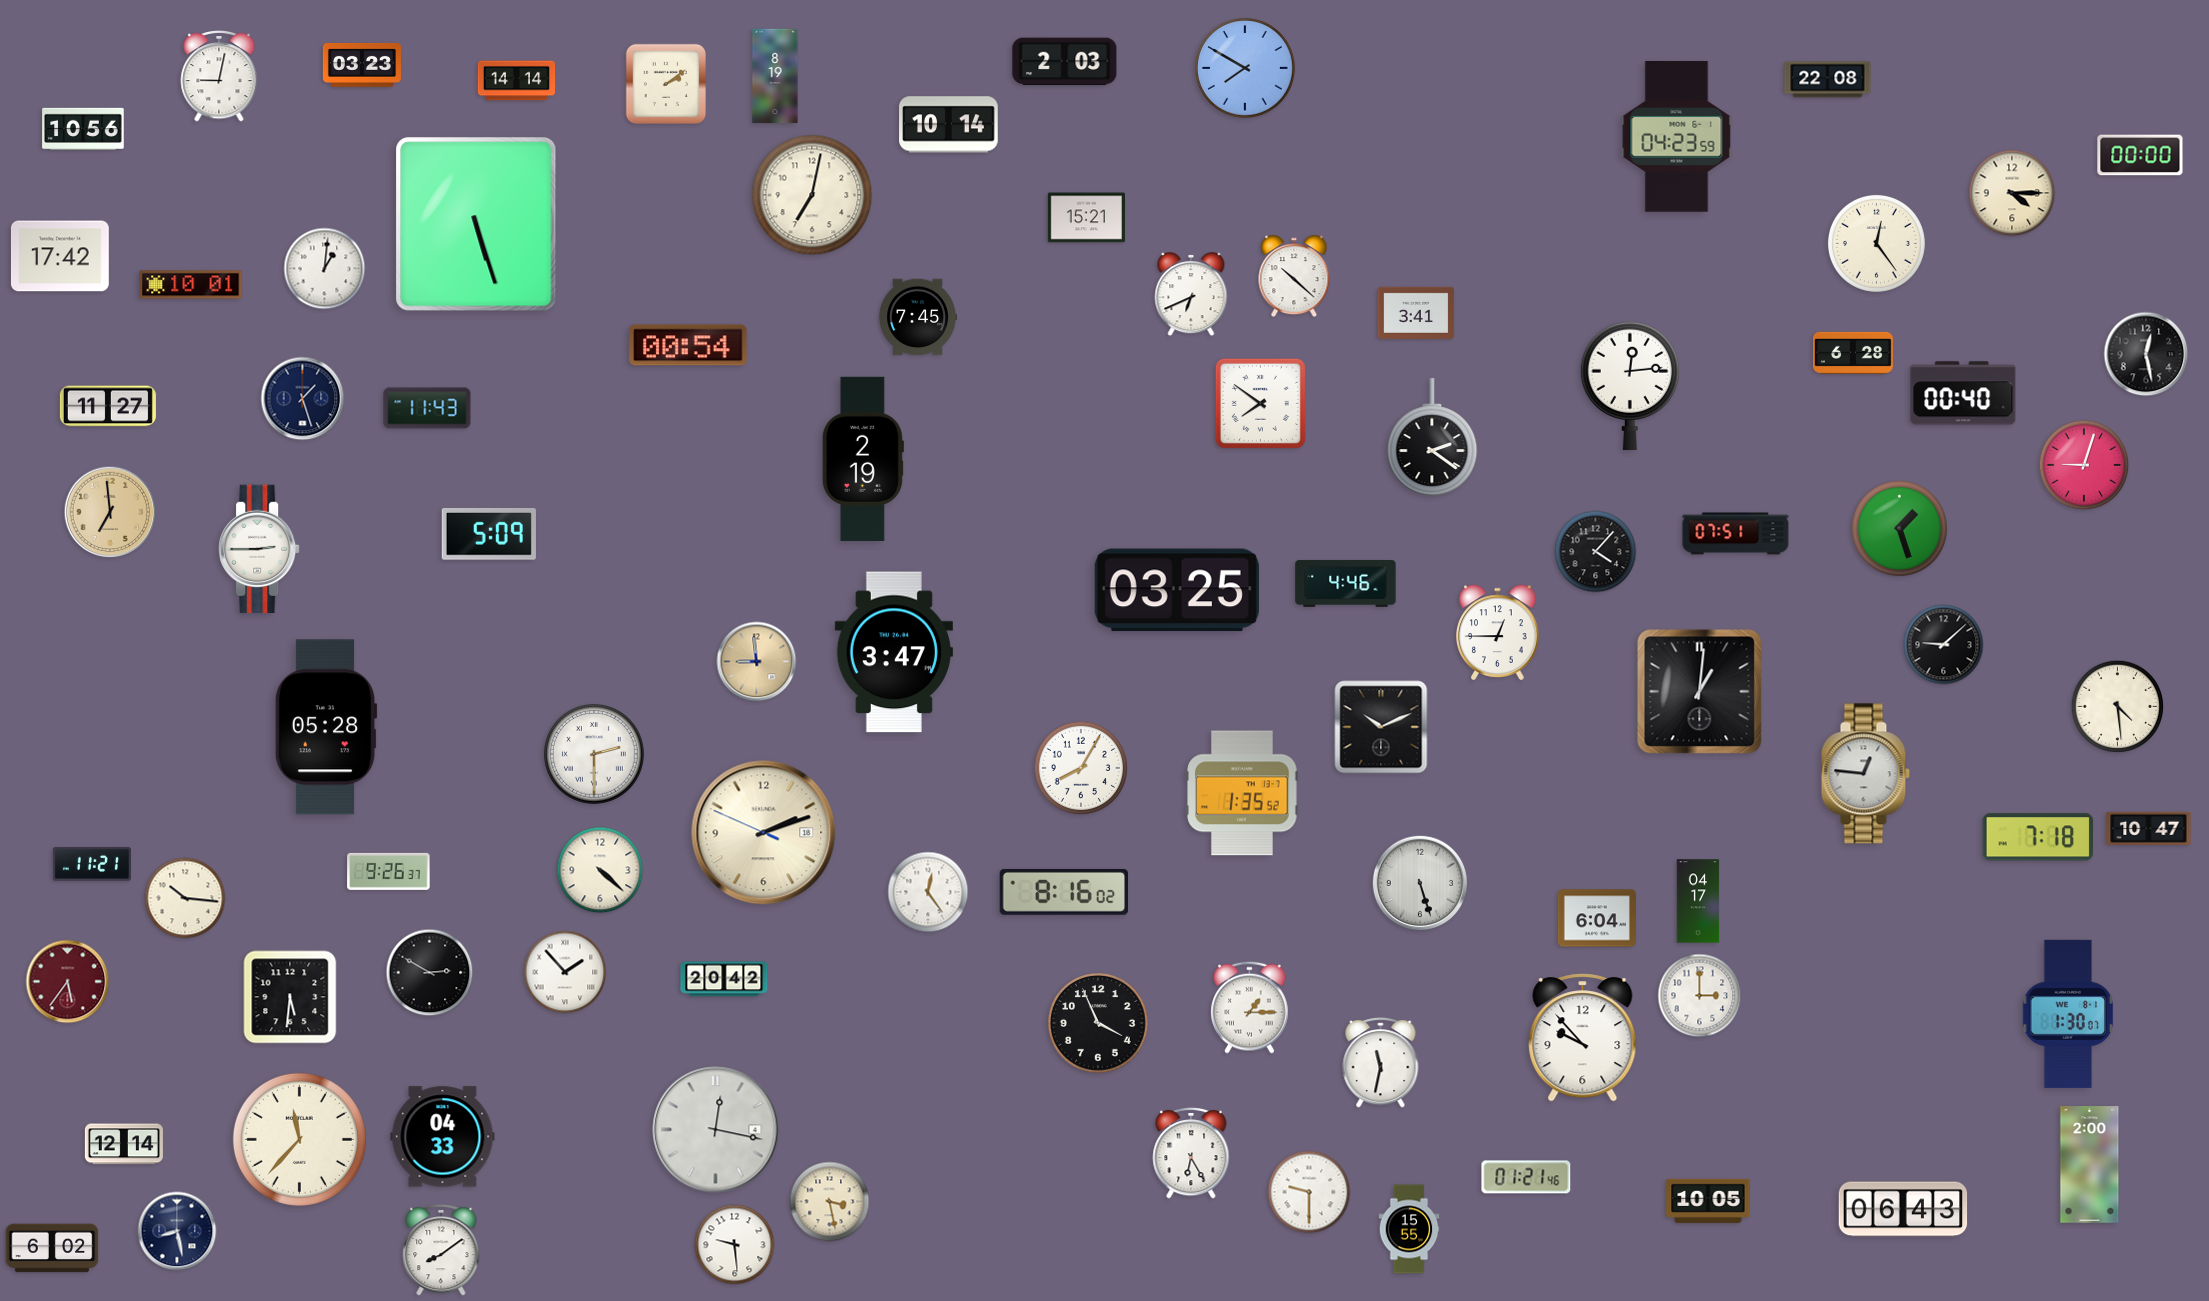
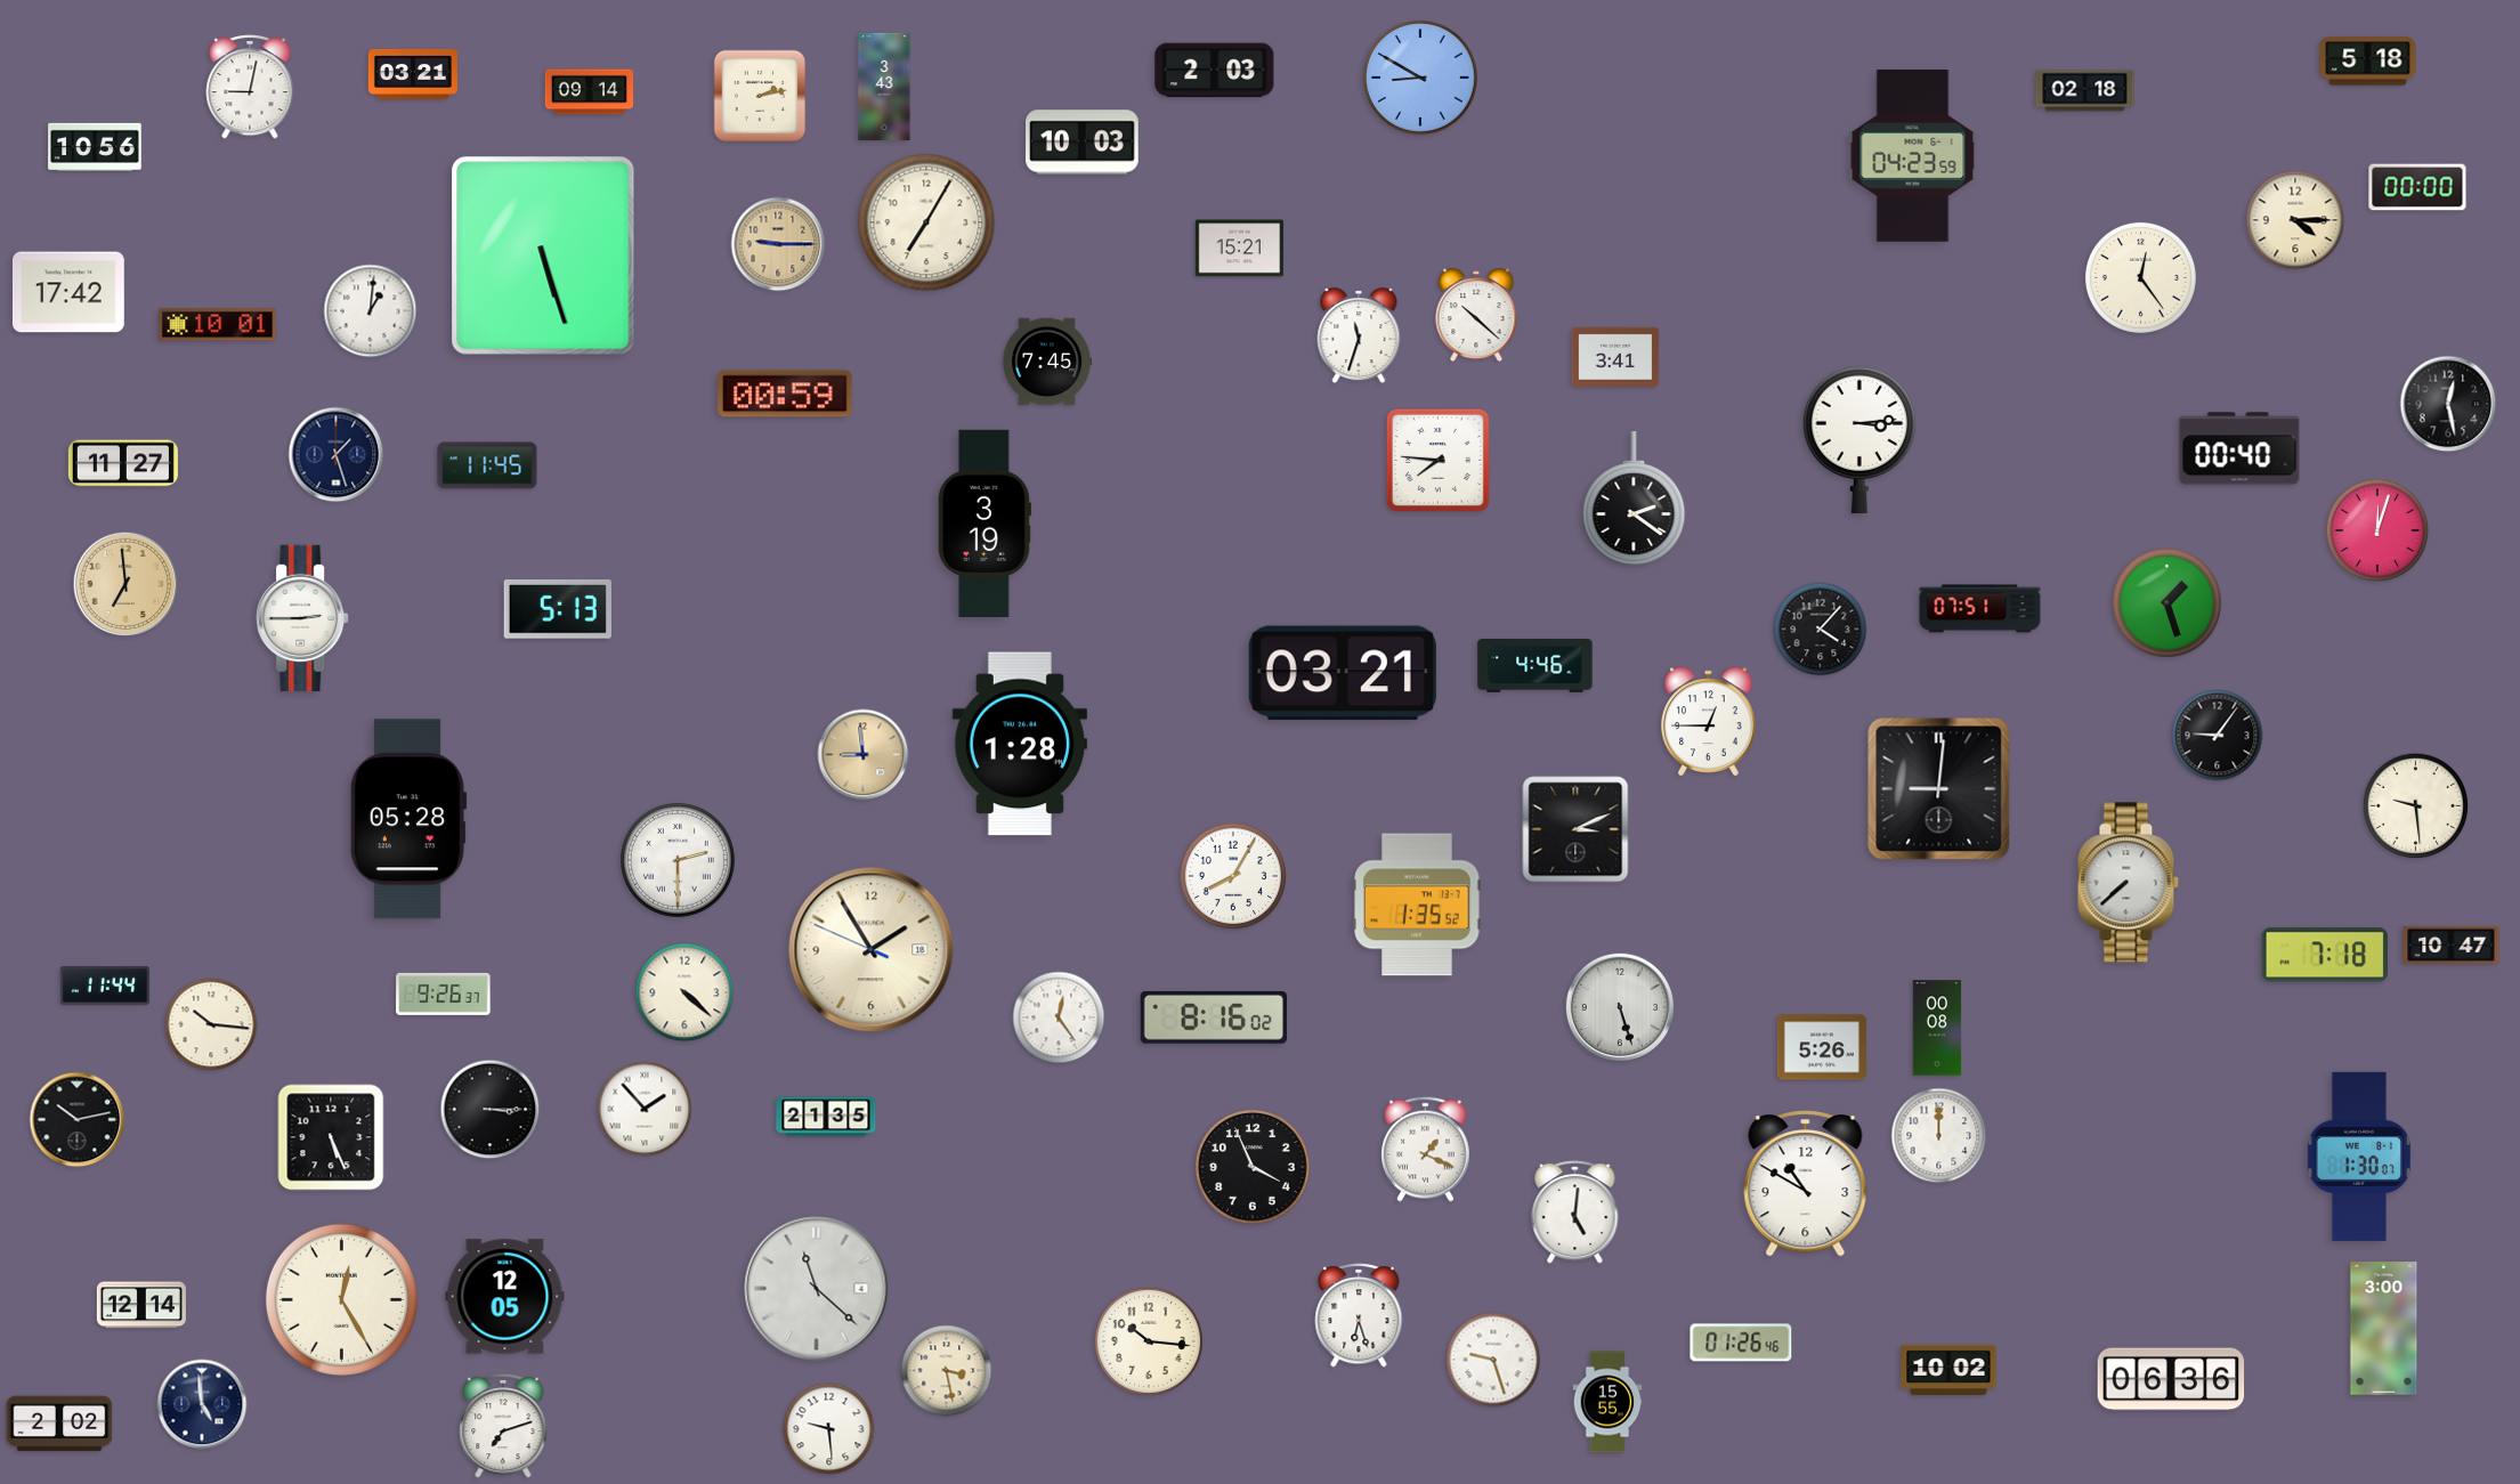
clock at (2368, 62): none -> 5:18
clock at (362, 65): 03:23 -> 03:21
clock at (1246, 69): 7:50 -> 8:50
clock at (775, 76): 8:19 -> 3:43
clock at (1828, 80): 22:08 -> 02:18
clock at (517, 81): 14:14 -> 09:14
clock at (666, 84): 2:09 -> 2:13
clock at (949, 125): 10:14 -> 10:03
clock at (2140, 155) position: (2140, 155) -> (2417, 187)
clock at (812, 195): 7:02 -> 7:05
clock at (778, 244): none -> 9:15
clock at (325, 269) position: (325, 269) -> (371, 311)
clock at (1191, 294): 6:41 -> 11:33
clock at (688, 345): 00:54 -> 00:59
clock at (1853, 353): 6:28 -> none
clock at (1630, 386): 12:14 -> 3:14
clock at (303, 399) position: (303, 399) -> (337, 455)
clock at (1260, 403): 7:51 -> 7:46
clock at (427, 408): 11:43 -> 11:45
clock at (863, 458): 2:19 -> 3:19
clock at (2084, 465): 9:03 -> 12:03
clock at (489, 534): 5:09 -> 5:13
clock at (259, 549) position: (259, 549) -> (302, 618)
clock at (1177, 590): 03:25 -> 03:21
clock at (1944, 645): 9:08 -> 9:06
clock at (894, 652): 3:47 -> 1:28
clock at (1700, 692): 1:01 -> 9:01
clock at (2117, 706): 4:29 -> 9:29
clock at (326, 727) position: (326, 727) -> (408, 819)
clock at (1381, 727): 10:11 -> 3:11
clock at (1865, 774): 12:46 -> 7:38
clock at (764, 833): 2:11 -> 1:54
clock at (92, 864): 11:21 -> 11:44
clock at (1698, 901): 04:17 -> 00:08
clock at (1597, 918): 6:04 -> 5:26
clock at (430, 973): 2:50 -> 3:15
clock at (724, 979): 20:42 -> 21:35
clock at (68, 982): 5:36 -> 10:13
clock at (68, 982) dial: burgundy -> black
clock at (1700, 996): 3:00 -> 12:00
clock at (290, 997): 5:31 -> 5:26
clock at (1250, 1007): 1:15 -> 1:19
clock at (1583, 1038): 9:53 -> 10:50
clock at (1381, 1063): 11:32 -> 5:01
clock at (716, 1130): 12:17 -> 11:22
clock at (443, 1137): 04:33 -> 12:05
clock at (299, 1139): 11:37 -> 12:25
clock at (1191, 1153): 6:25 -> 6:27
clock at (2090, 1165): 2:00 -> 3:00
clock at (1149, 1341): none -> 10:16
clock at (1526, 1177): 01:21 -> 01:26
clock at (1309, 1192): 9:30 -> 9:27
clock at (1708, 1201): 10:05 -> 10:02
clock at (1903, 1209): 06:43 -> 06:36
clock at (177, 1231): 8:28 -> 4:59
clock at (735, 1245) position: (735, 1245) -> (829, 1429)
clock at (52, 1248): 6:02 -> 2:02
clock at (441, 1250): 8:09 -> 7:12
